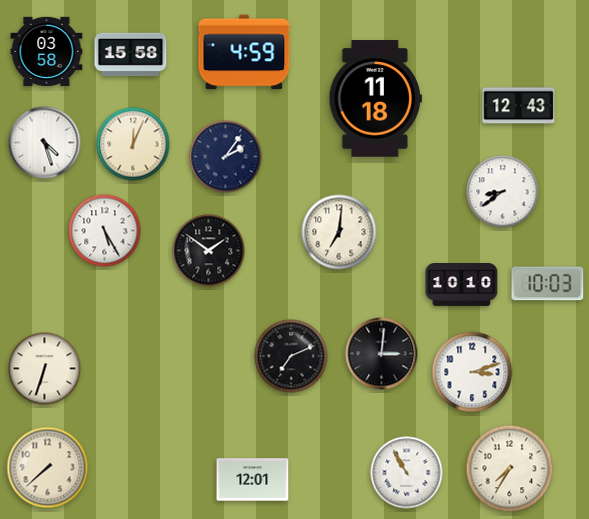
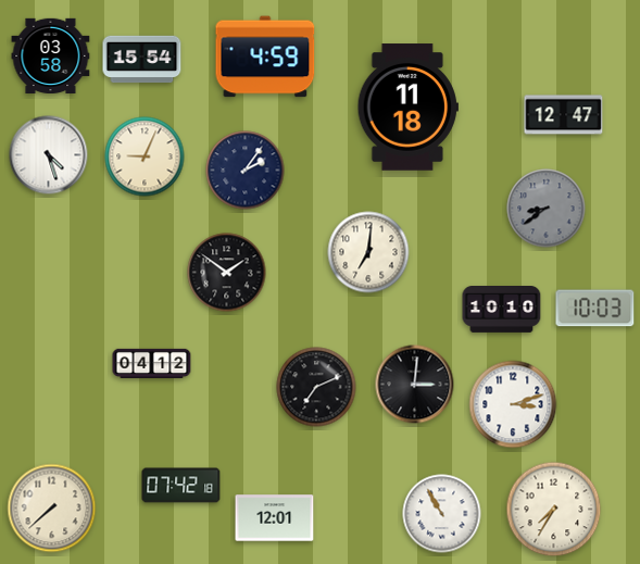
clock at (131, 55): 15:58 -> 15:54
clock at (519, 106): 12:43 -> 12:47
clock at (133, 144): 12:04 -> 9:04
clock at (503, 192) dial: white -> grey
clock at (105, 231): 5:25 -> none
clock at (152, 363): none -> 04:12
clock at (45, 369): 6:33 -> none
clock at (181, 486): none -> 07:42
clock at (253, 480) position: (253, 480) -> (275, 518)
